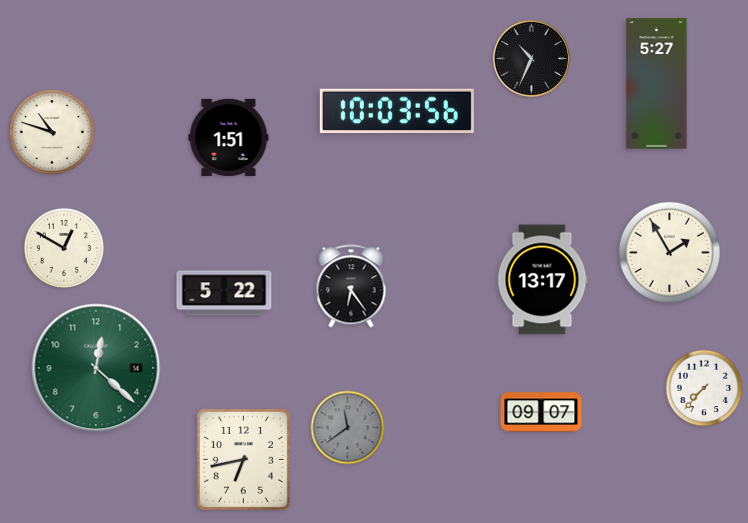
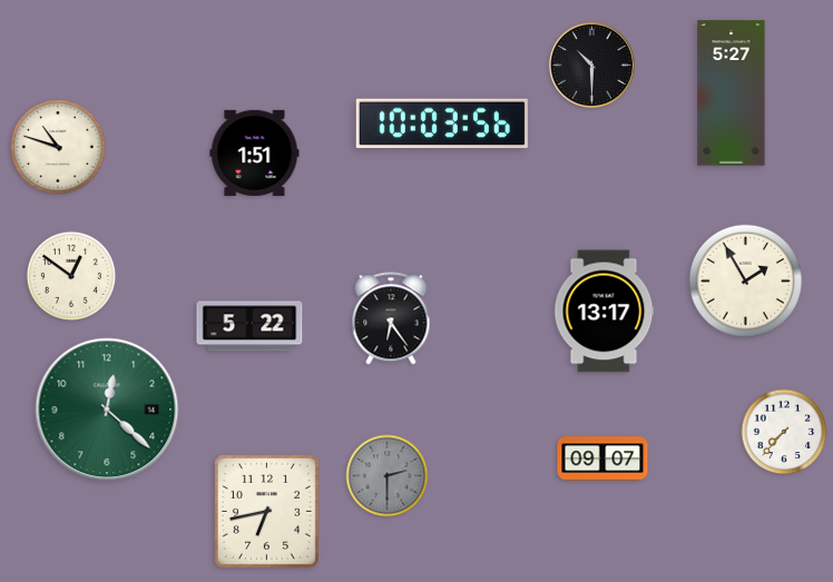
clock at (531, 58): 10:34 -> 10:30
clock at (63, 247): 12:50 -> 12:51
clock at (348, 428): 11:39 -> 2:30
clock at (243, 459) position: (243, 459) -> (266, 511)
